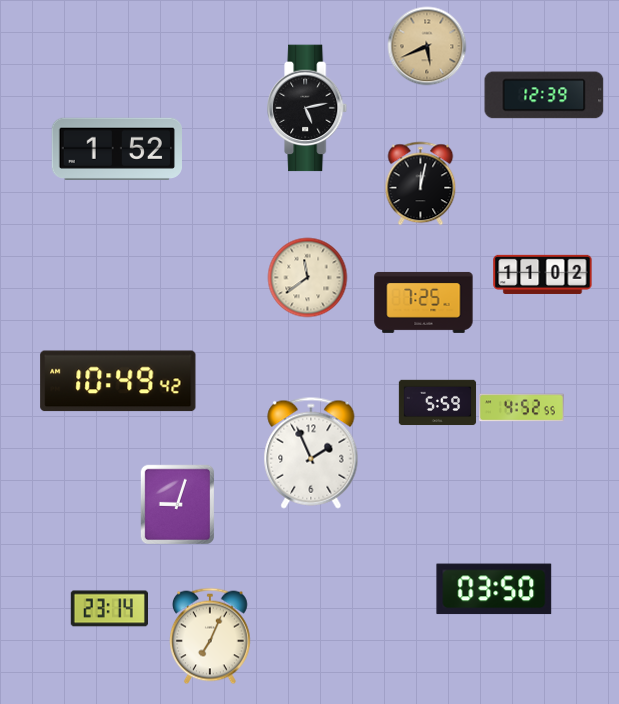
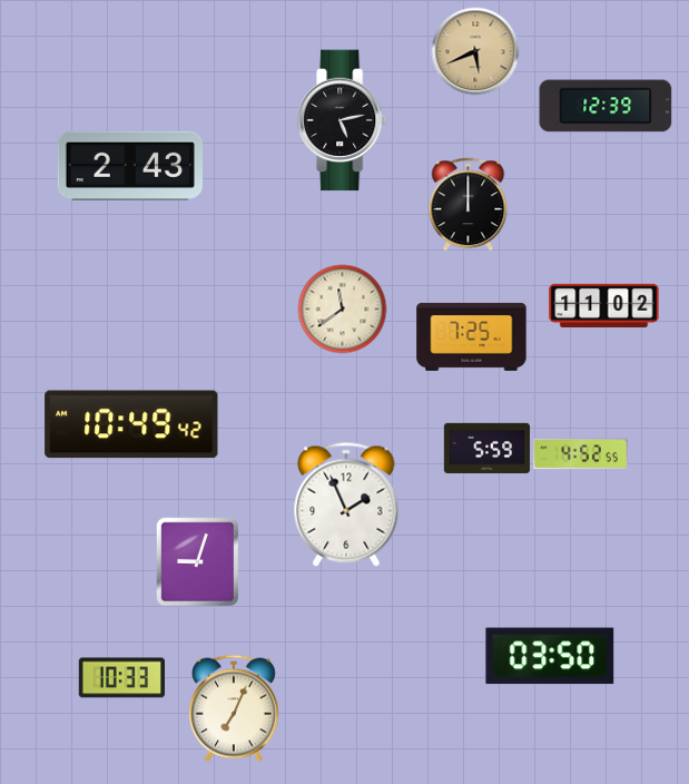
clock at (116, 148): 1:52 -> 2:43
clock at (421, 183): 12:02 -> 12:00
clock at (109, 609): 23:14 -> 10:33
